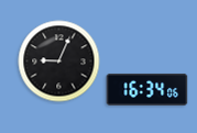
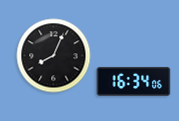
clock at (59, 62): 9:04 -> 8:04
